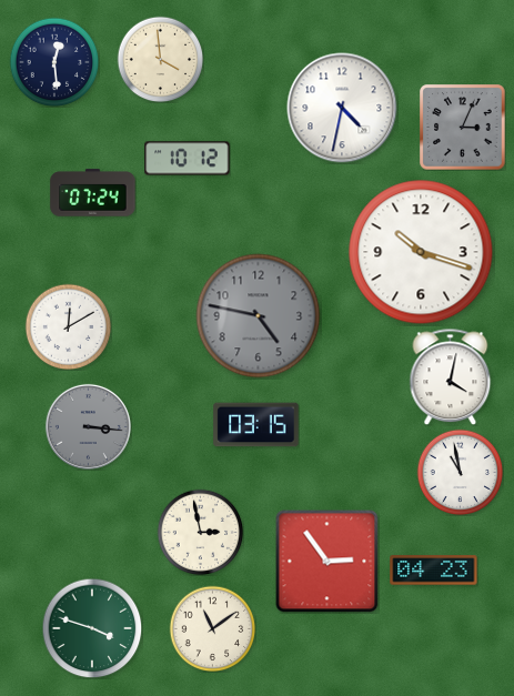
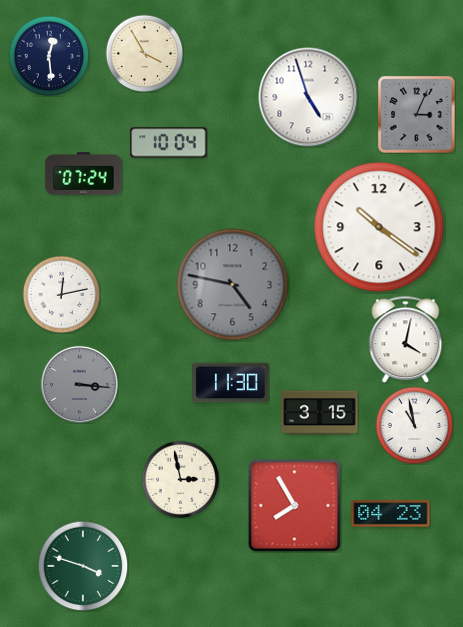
clock at (160, 59): 3:59 -> 3:55
clock at (342, 108): 4:32 -> 4:57
clock at (188, 159): 10:12 -> 10:04
clock at (421, 252): 10:18 -> 10:21
clock at (68, 326): 12:10 -> 12:13
clock at (256, 425): 03:15 -> 11:30
clock at (320, 413): none -> 3:15
clock at (326, 561): 2:54 -> 7:55
clock at (212, 628): 11:09 -> none
